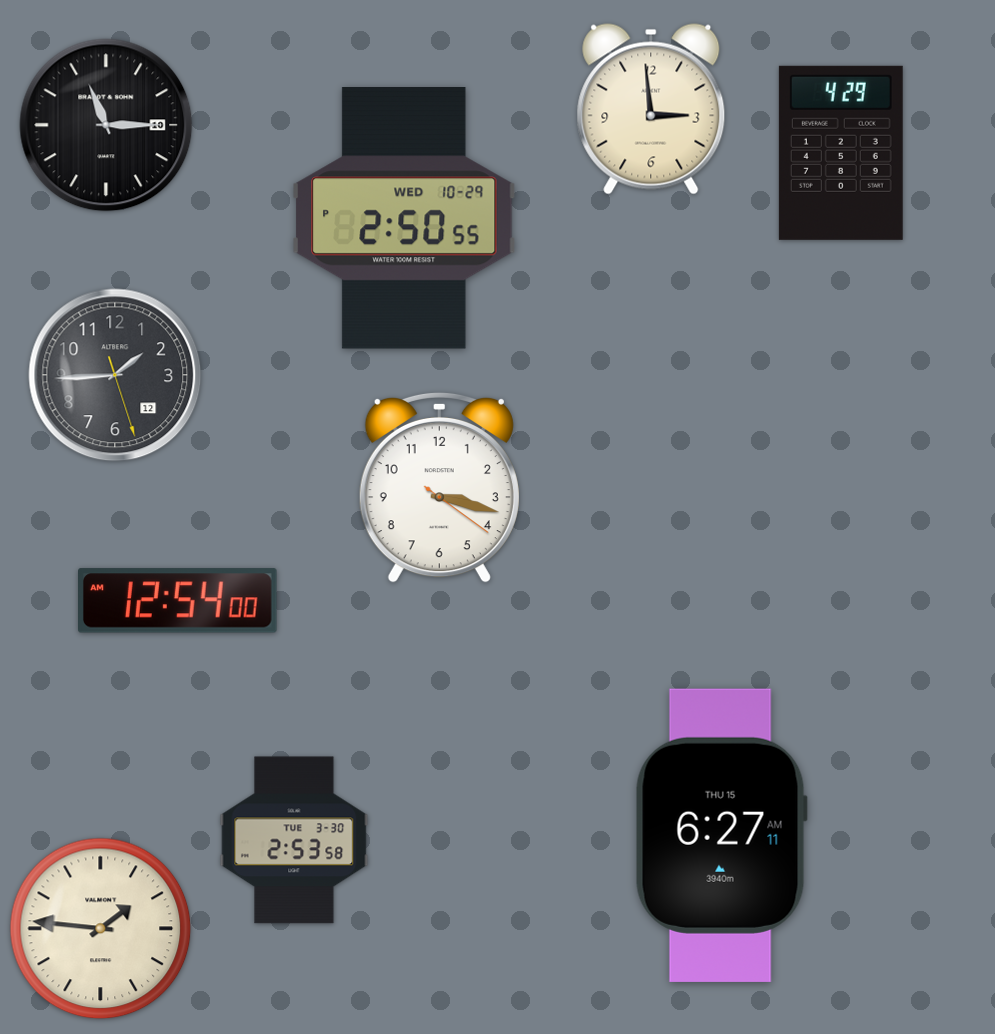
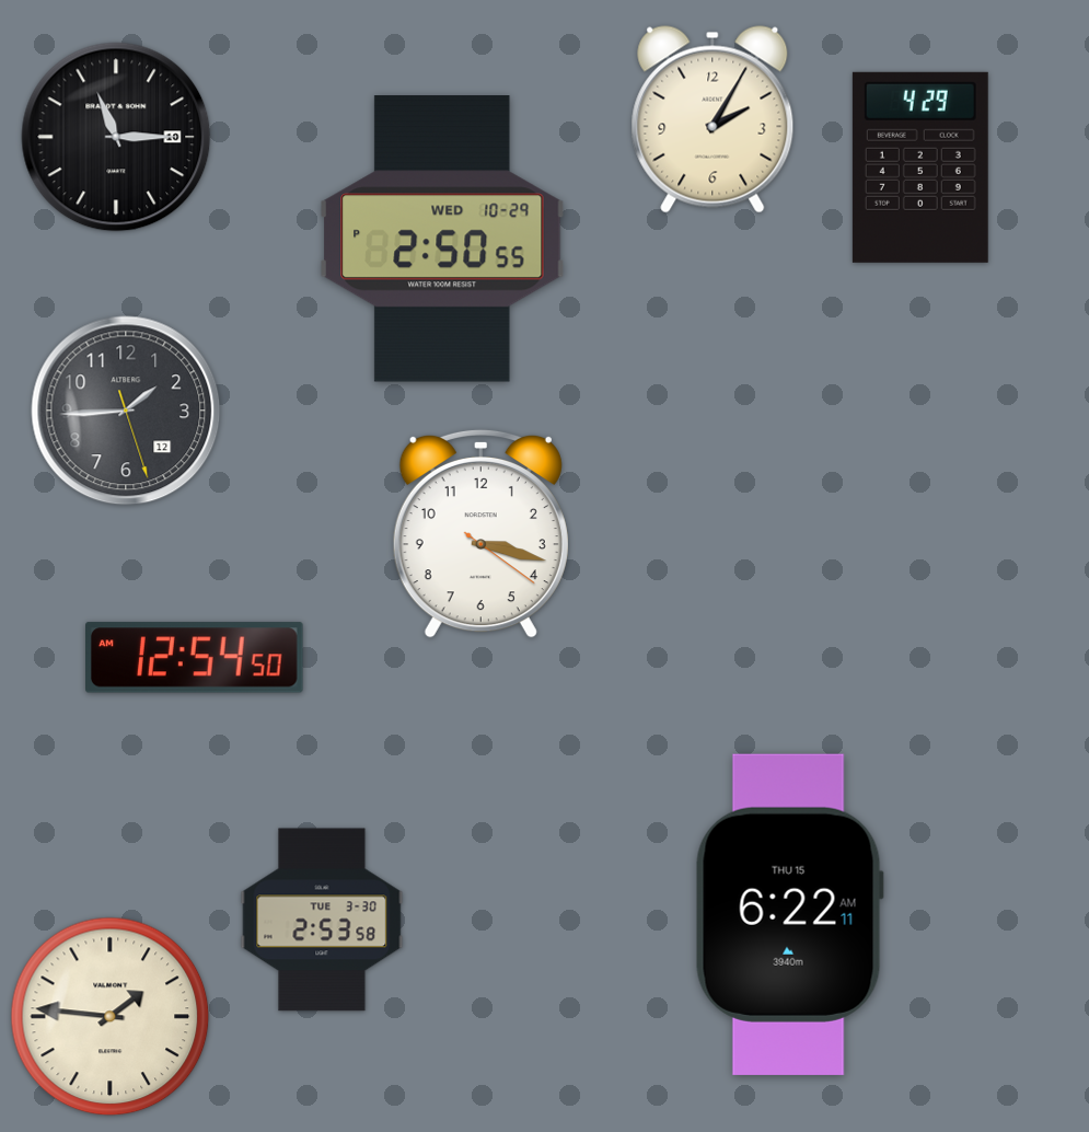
clock at (651, 109): 2:59 -> 2:05
clock at (178, 601): 12:54:00 -> 12:54:50
clock at (721, 835): 6:27 -> 6:22
